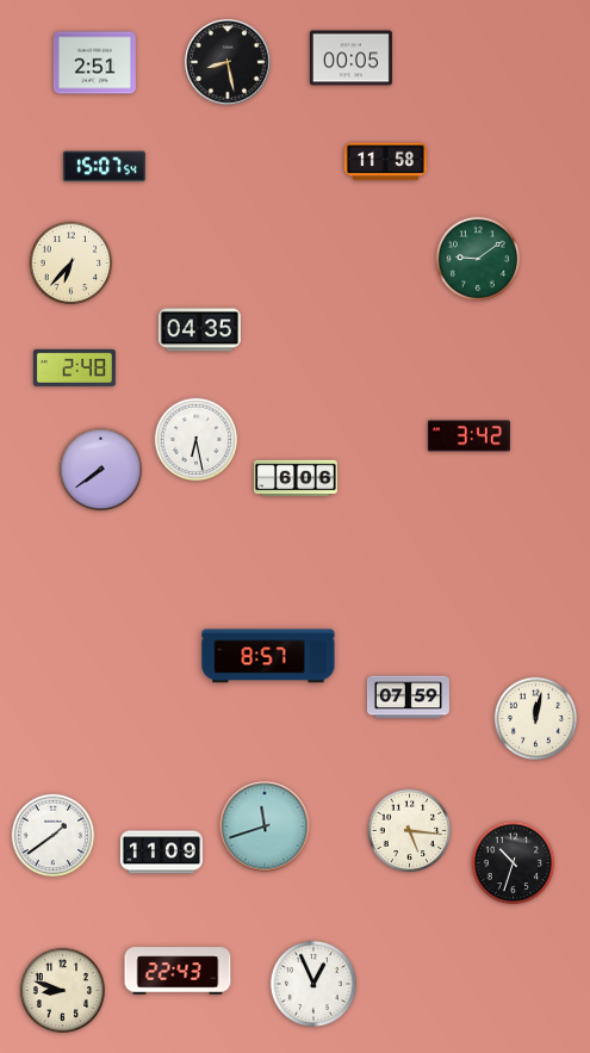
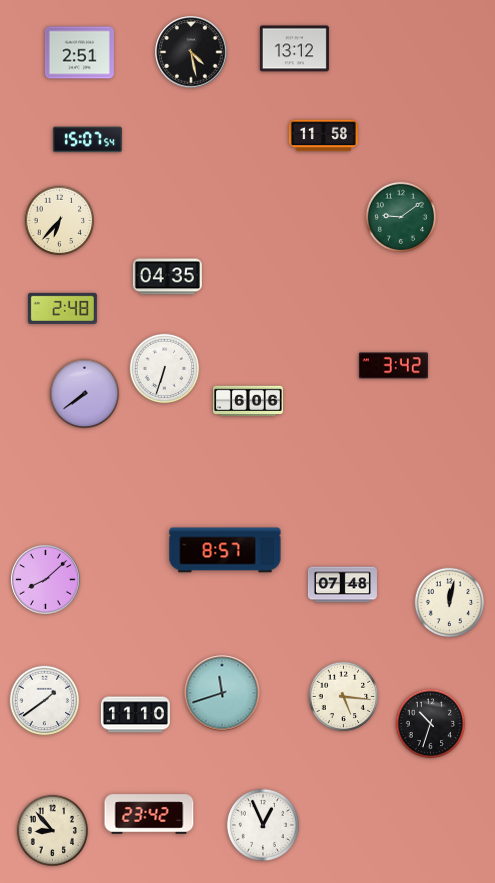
clock at (350, 58): 00:05 -> 13:12
clock at (228, 62): 8:28 -> 4:28
clock at (197, 440): 6:28 -> 6:33
clock at (46, 580): none -> 8:08
clock at (408, 698): 07:59 -> 07:48
clock at (161, 853): 11:09 -> 11:10
clock at (178, 971): 22:43 -> 23:42
clock at (62, 990): 8:48 -> 8:53
